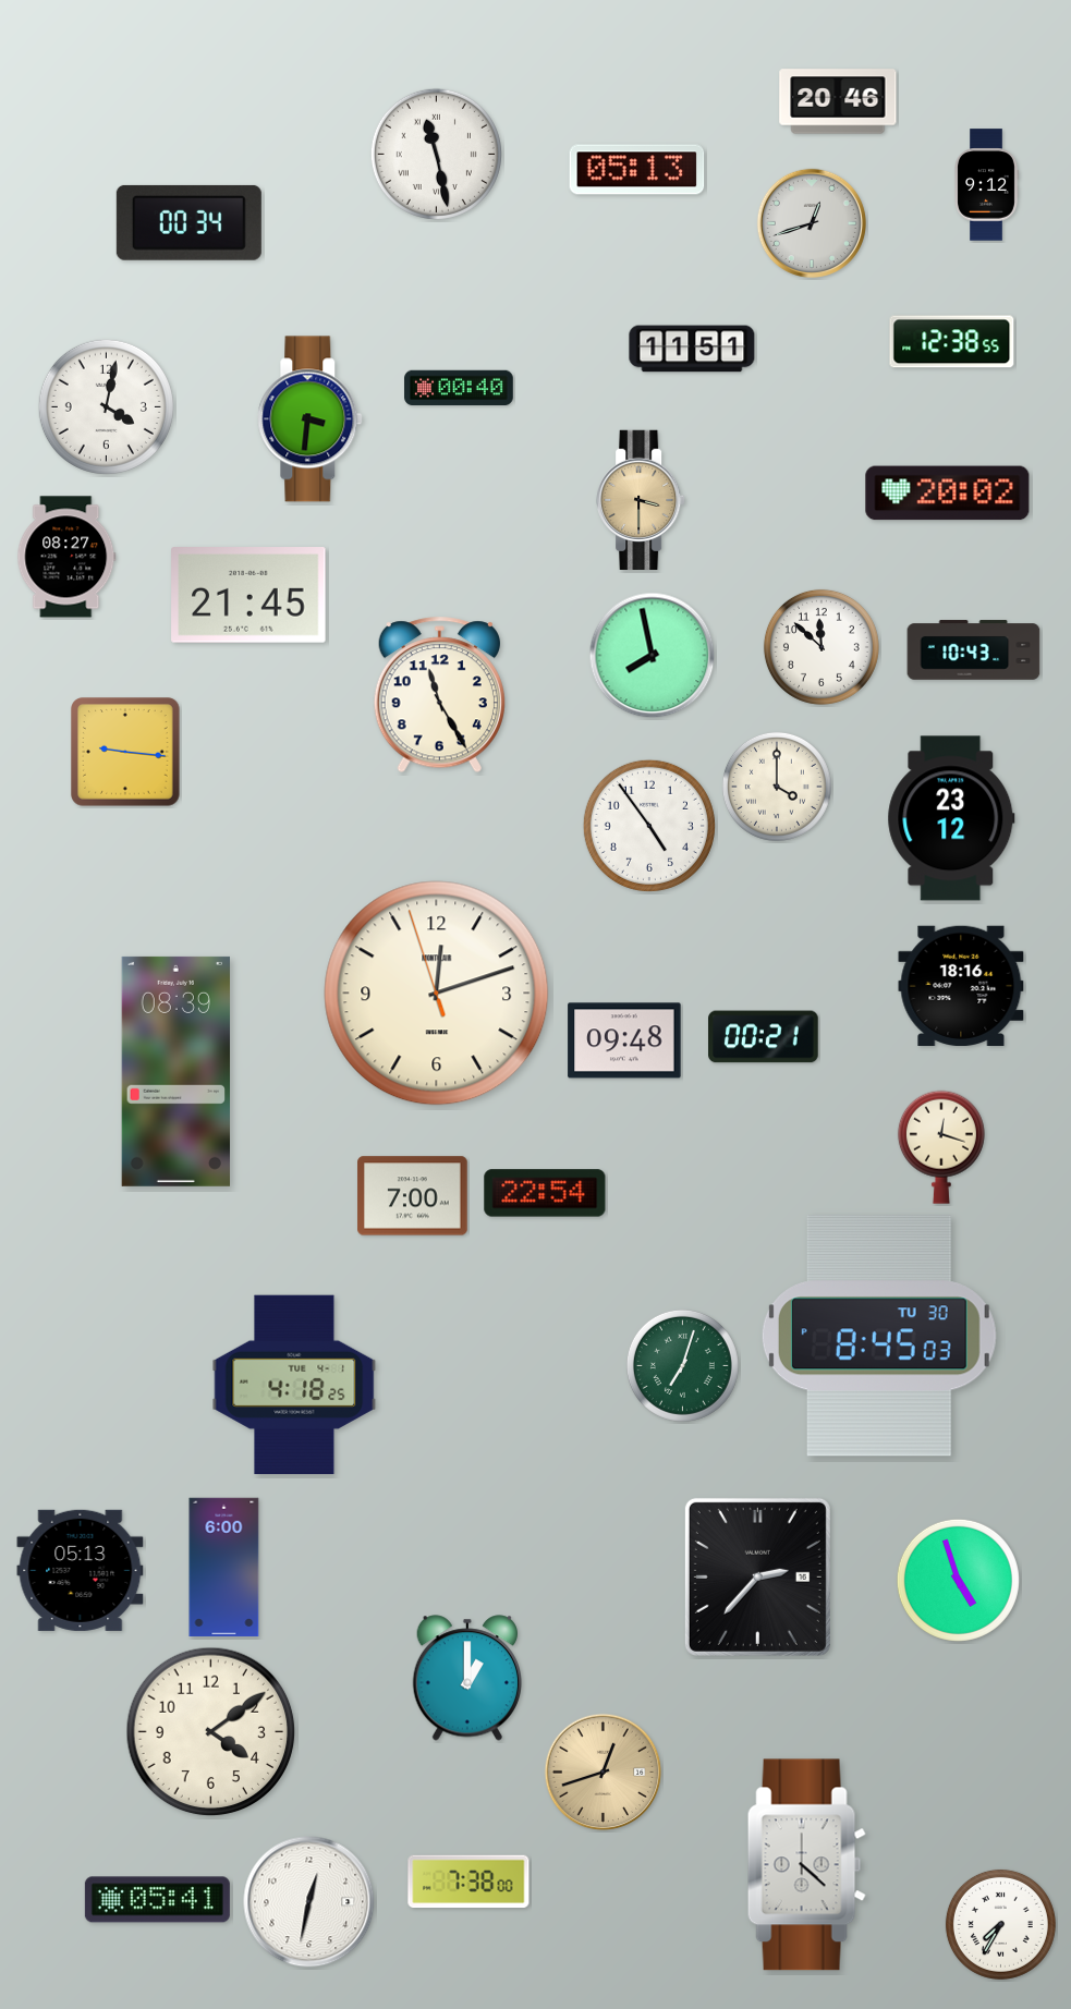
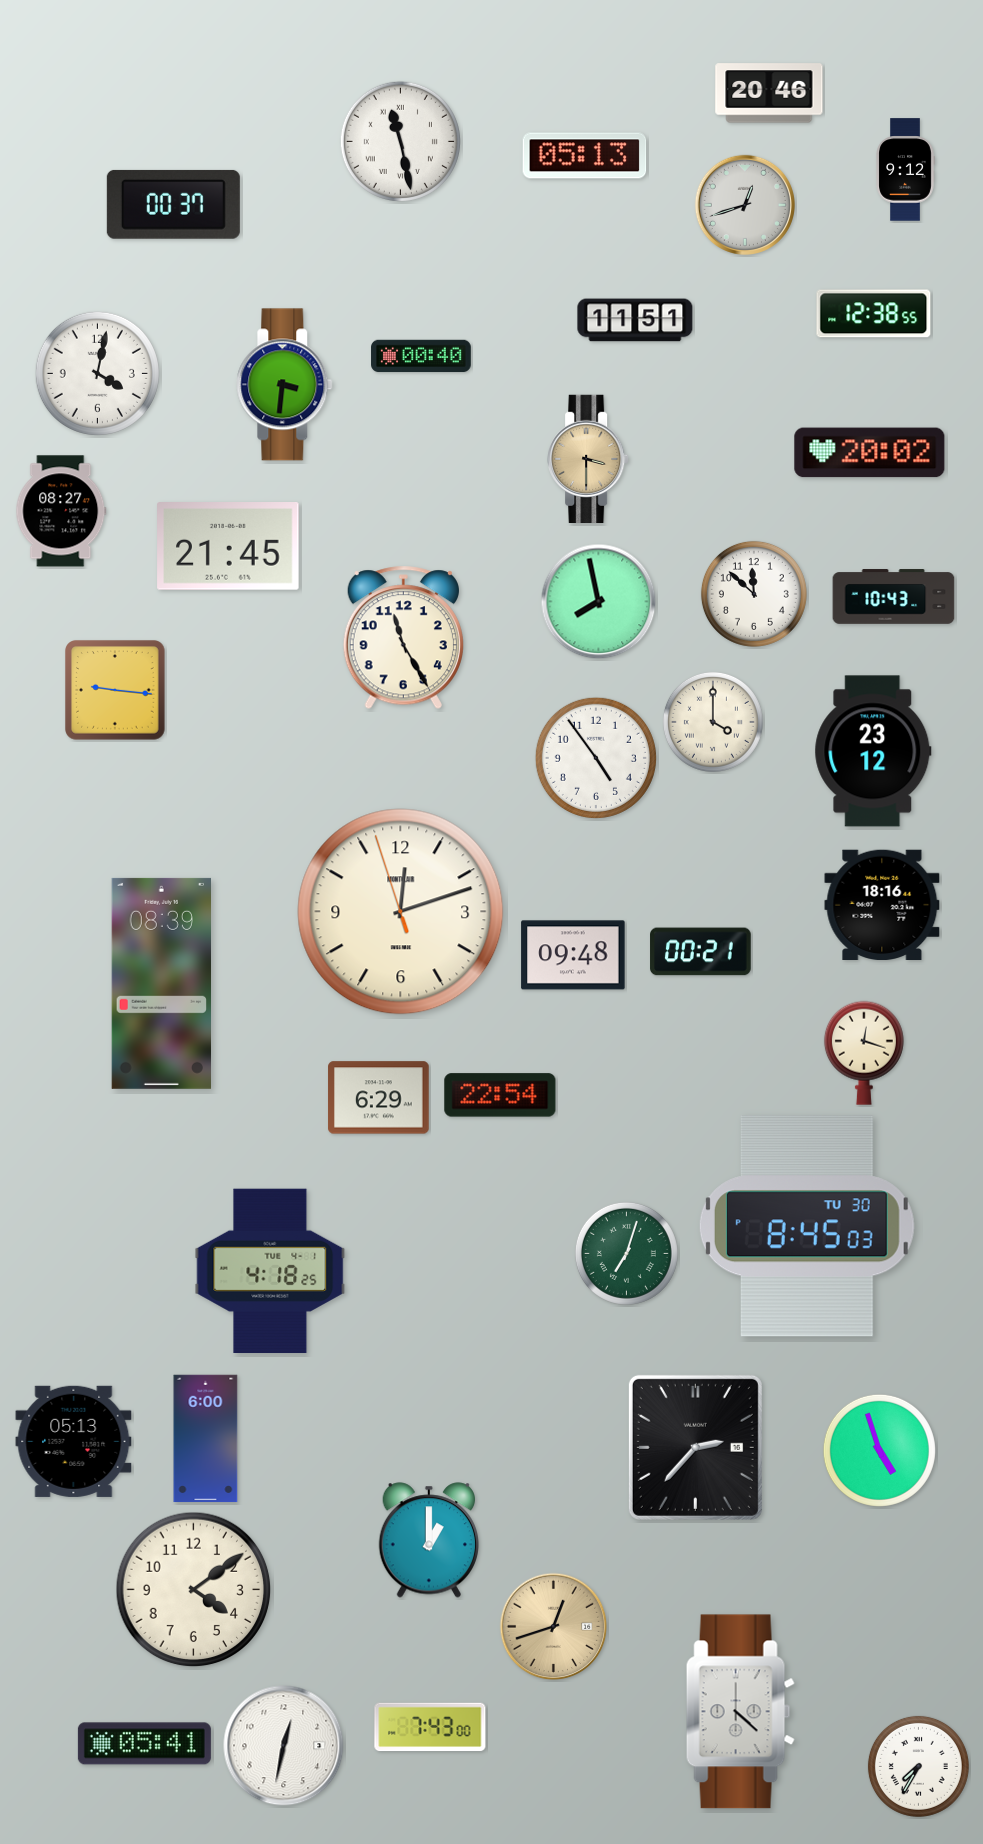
clock at (188, 222): 00:34 -> 00:37
clock at (413, 1196): 7:00 -> 6:29
clock at (468, 1882): 7:38 -> 7:43
